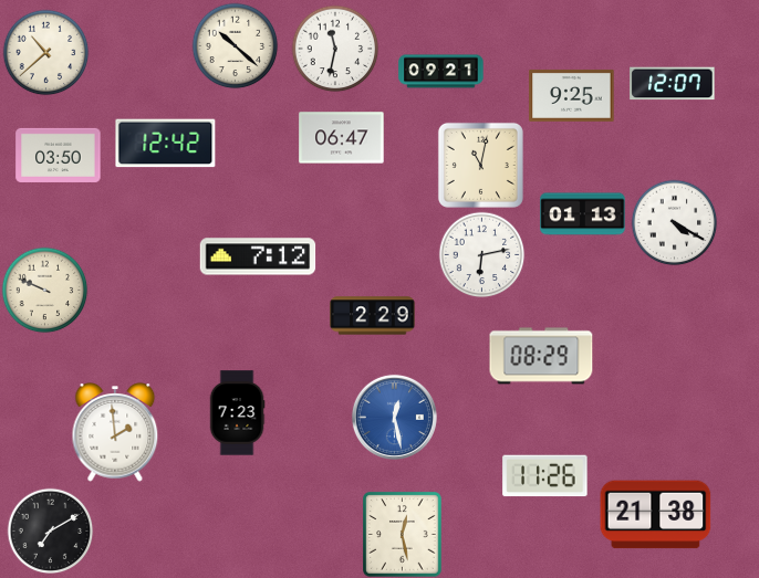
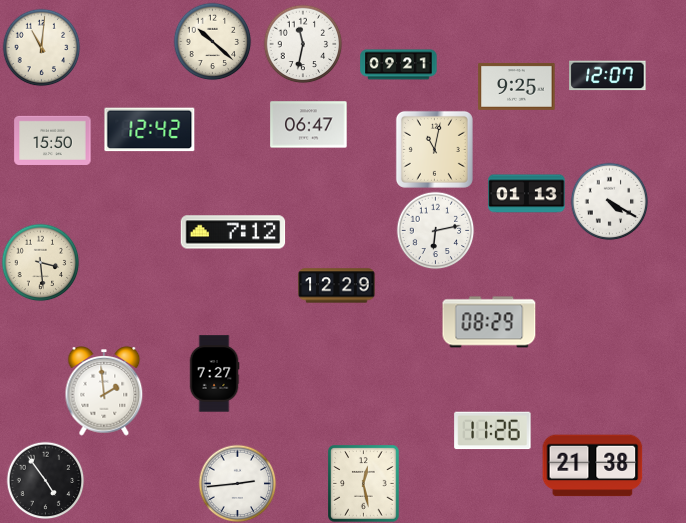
clock at (45, 52): 10:38 -> 11:01
clock at (59, 155): 03:50 -> 15:50
clock at (44, 290): 9:49 -> 3:29
clock at (373, 316): 2:29 -> 12:29
clock at (237, 413): 7:23 -> 7:27
clock at (394, 417): 12:28 -> none
clock at (50, 530): 7:10 -> 4:54
clock at (237, 483): none -> 2:44
